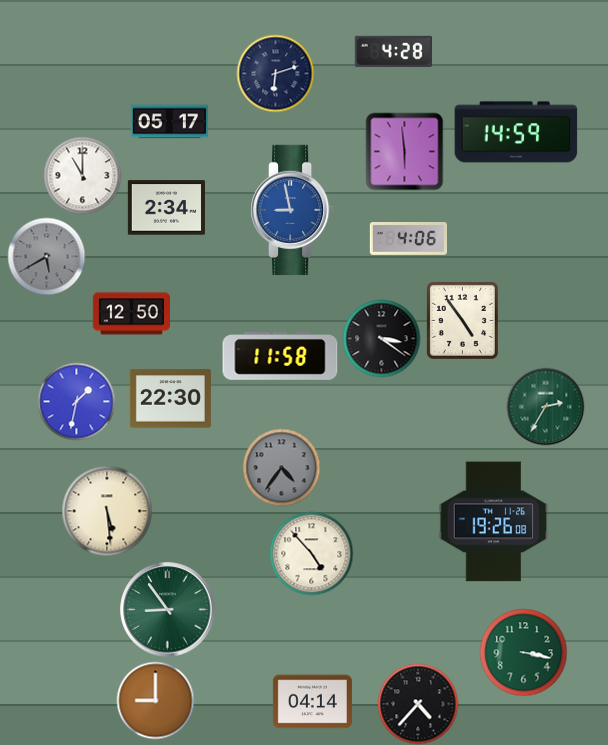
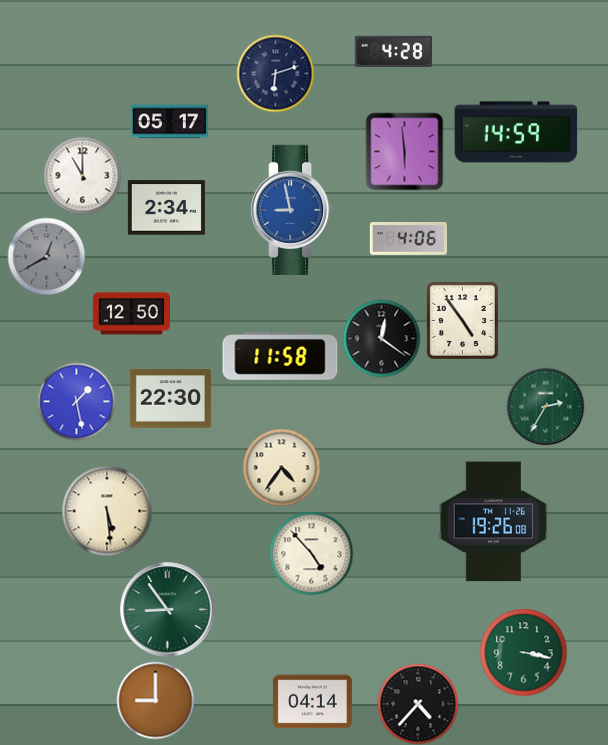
clock at (46, 256): 5:40 -> 12:40
clock at (381, 338): 3:21 -> 12:21
clock at (76, 401): 1:32 -> 1:28
clock at (281, 467) dial: grey -> cream
